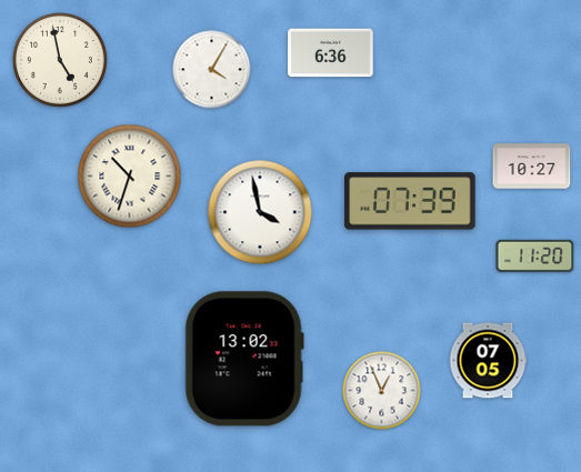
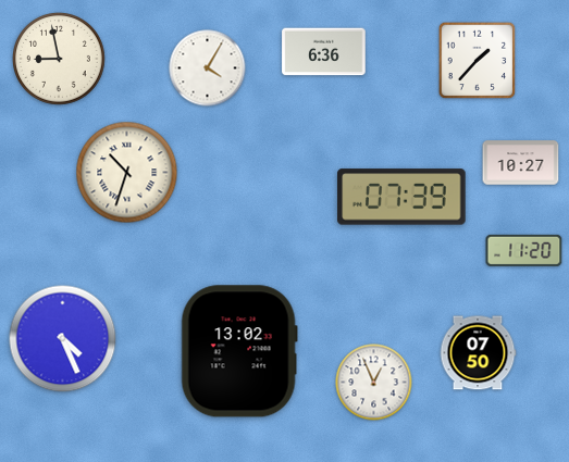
clock at (61, 61): 4:58 -> 8:58
clock at (478, 61): none -> 1:37
clock at (260, 212): 3:58 -> none
clock at (63, 339): none -> 4:26
clock at (488, 361): 07:05 -> 07:50
